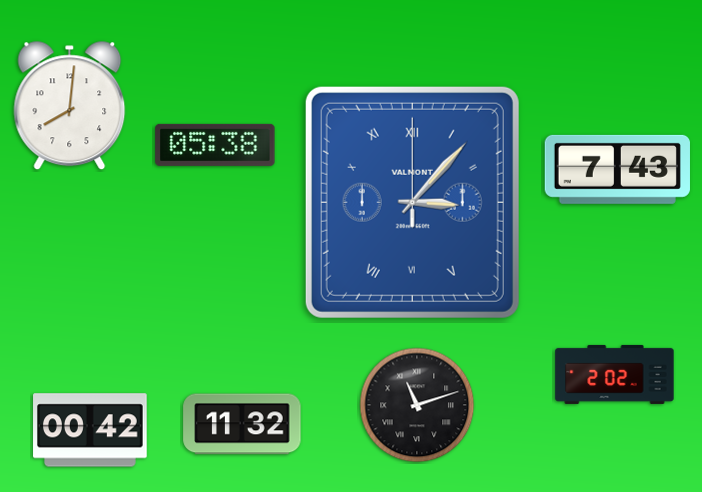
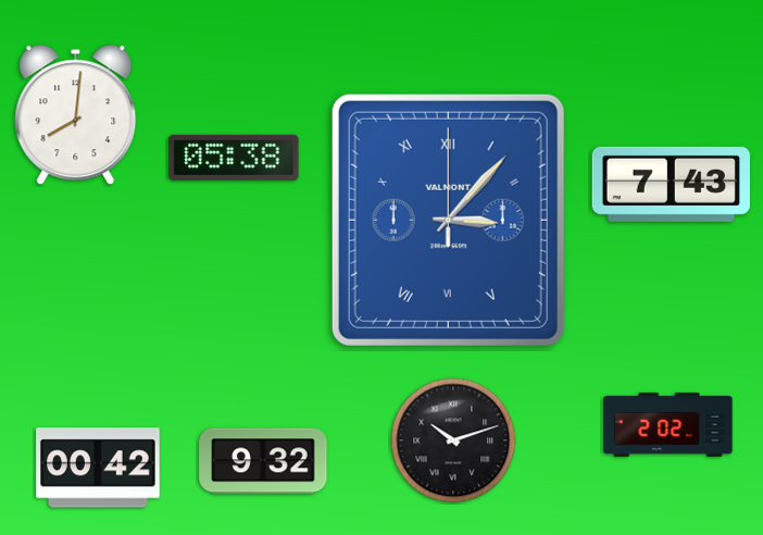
clock at (615, 374) position: (615, 374) -> (668, 424)
clock at (417, 405): 11:12 -> 10:12
clock at (242, 424): 11:32 -> 9:32
